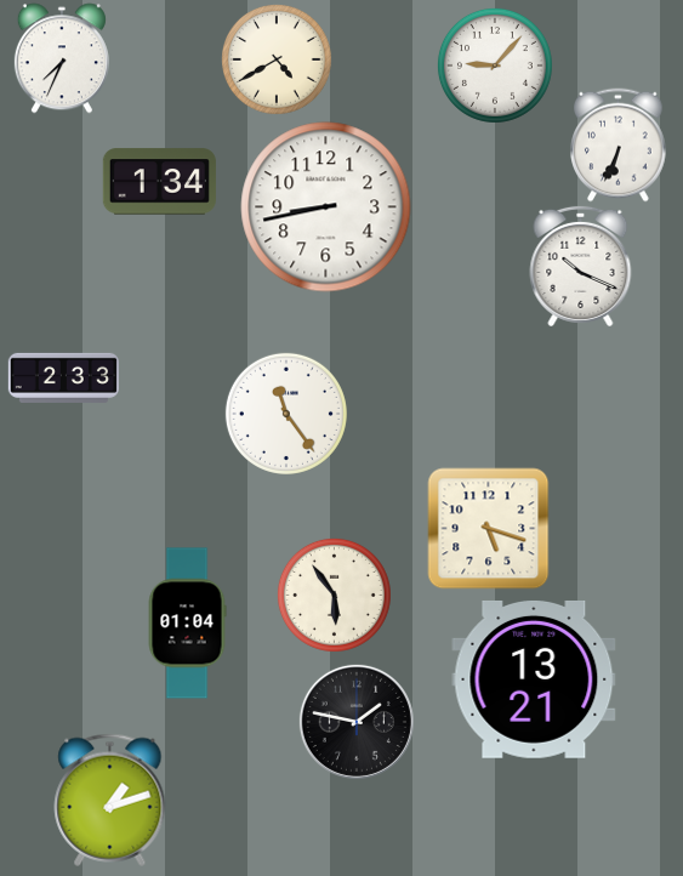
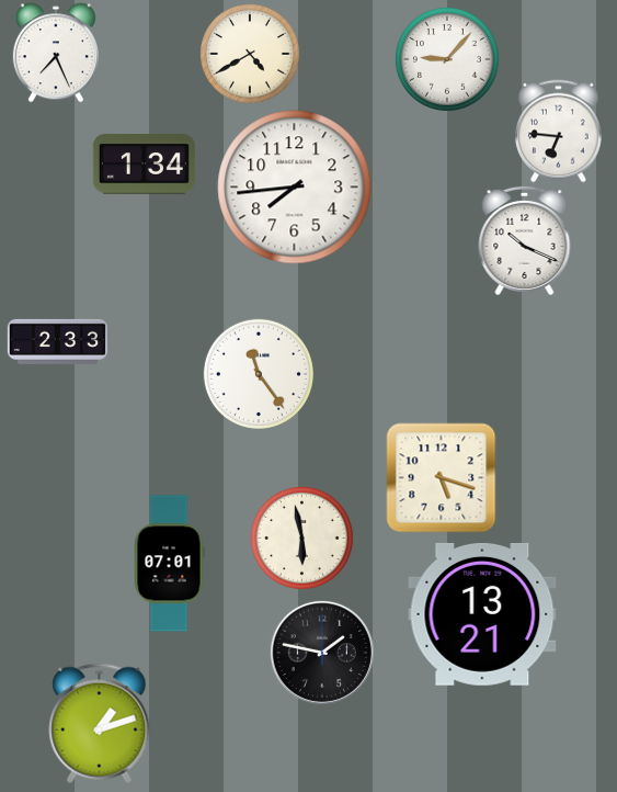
clock at (62, 58): 7:34 -> 7:26
clock at (619, 144): 6:34 -> 6:46
clock at (326, 207): 8:43 -> 7:44
clock at (334, 595): 5:54 -> 5:58
clock at (187, 624): 01:04 -> 07:01
